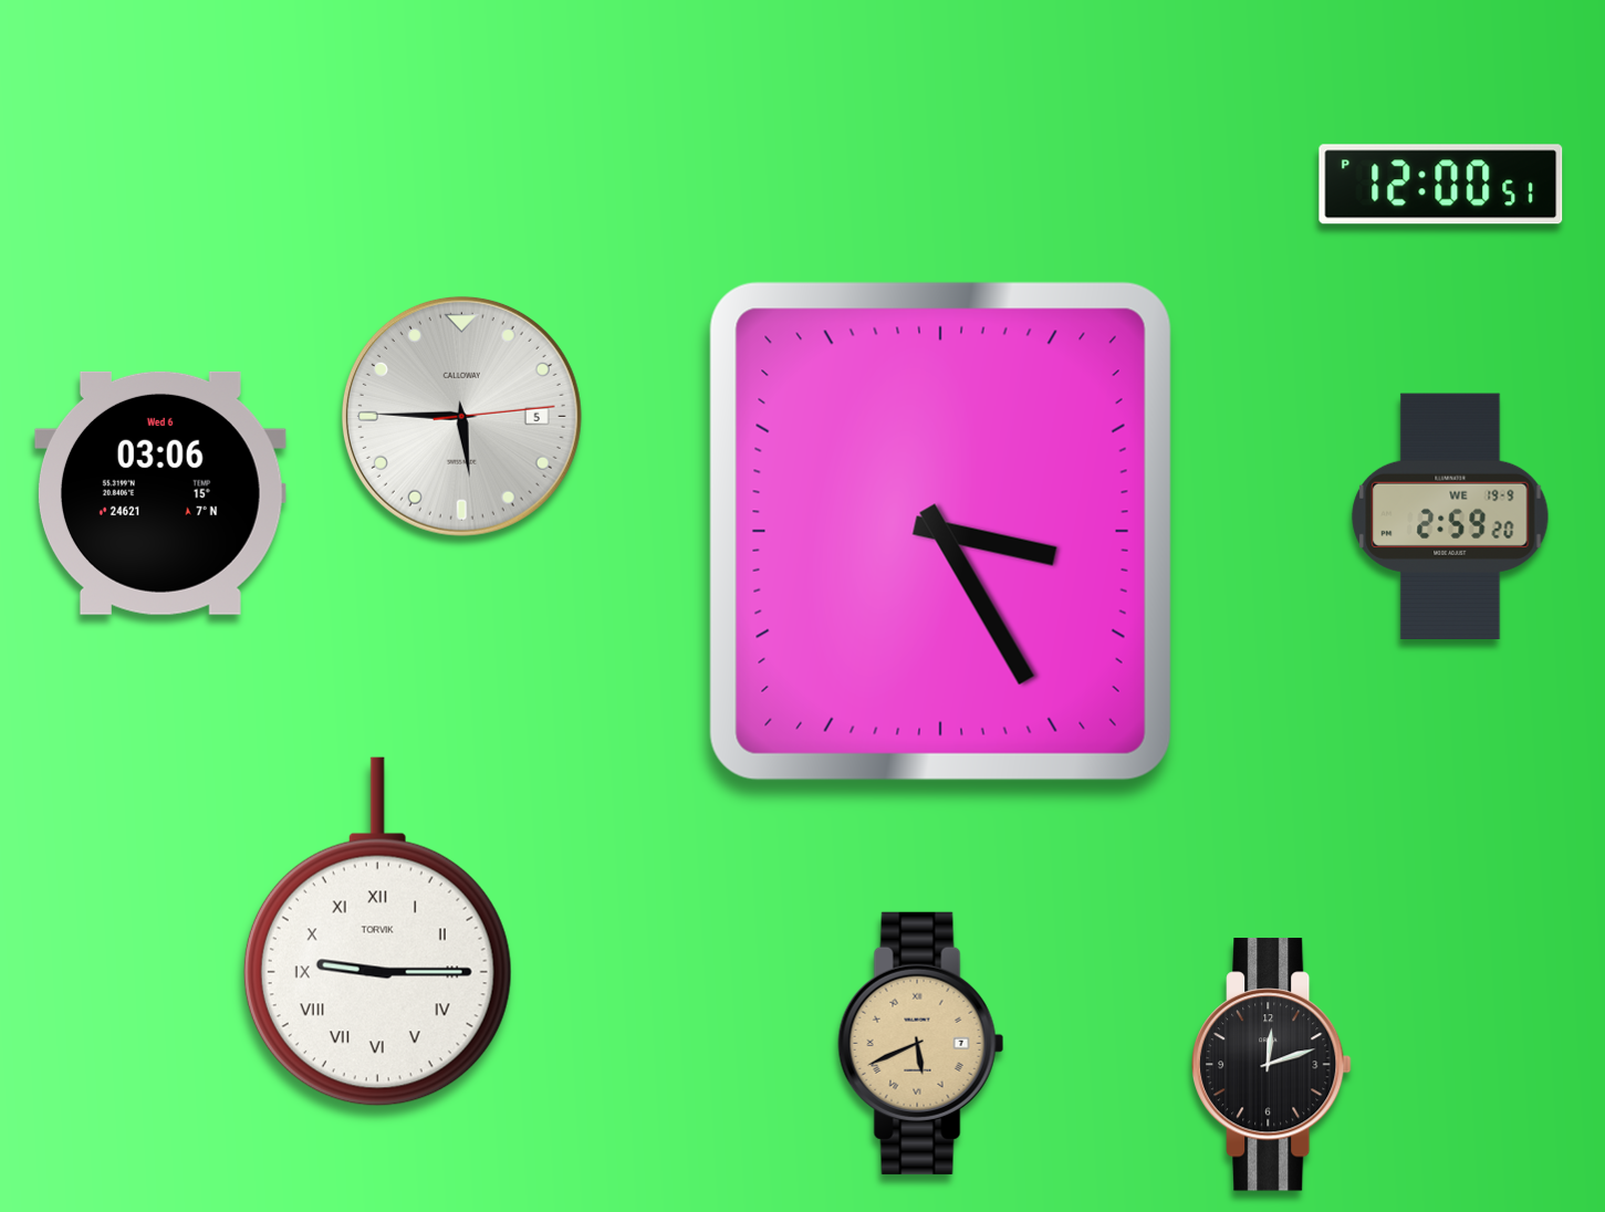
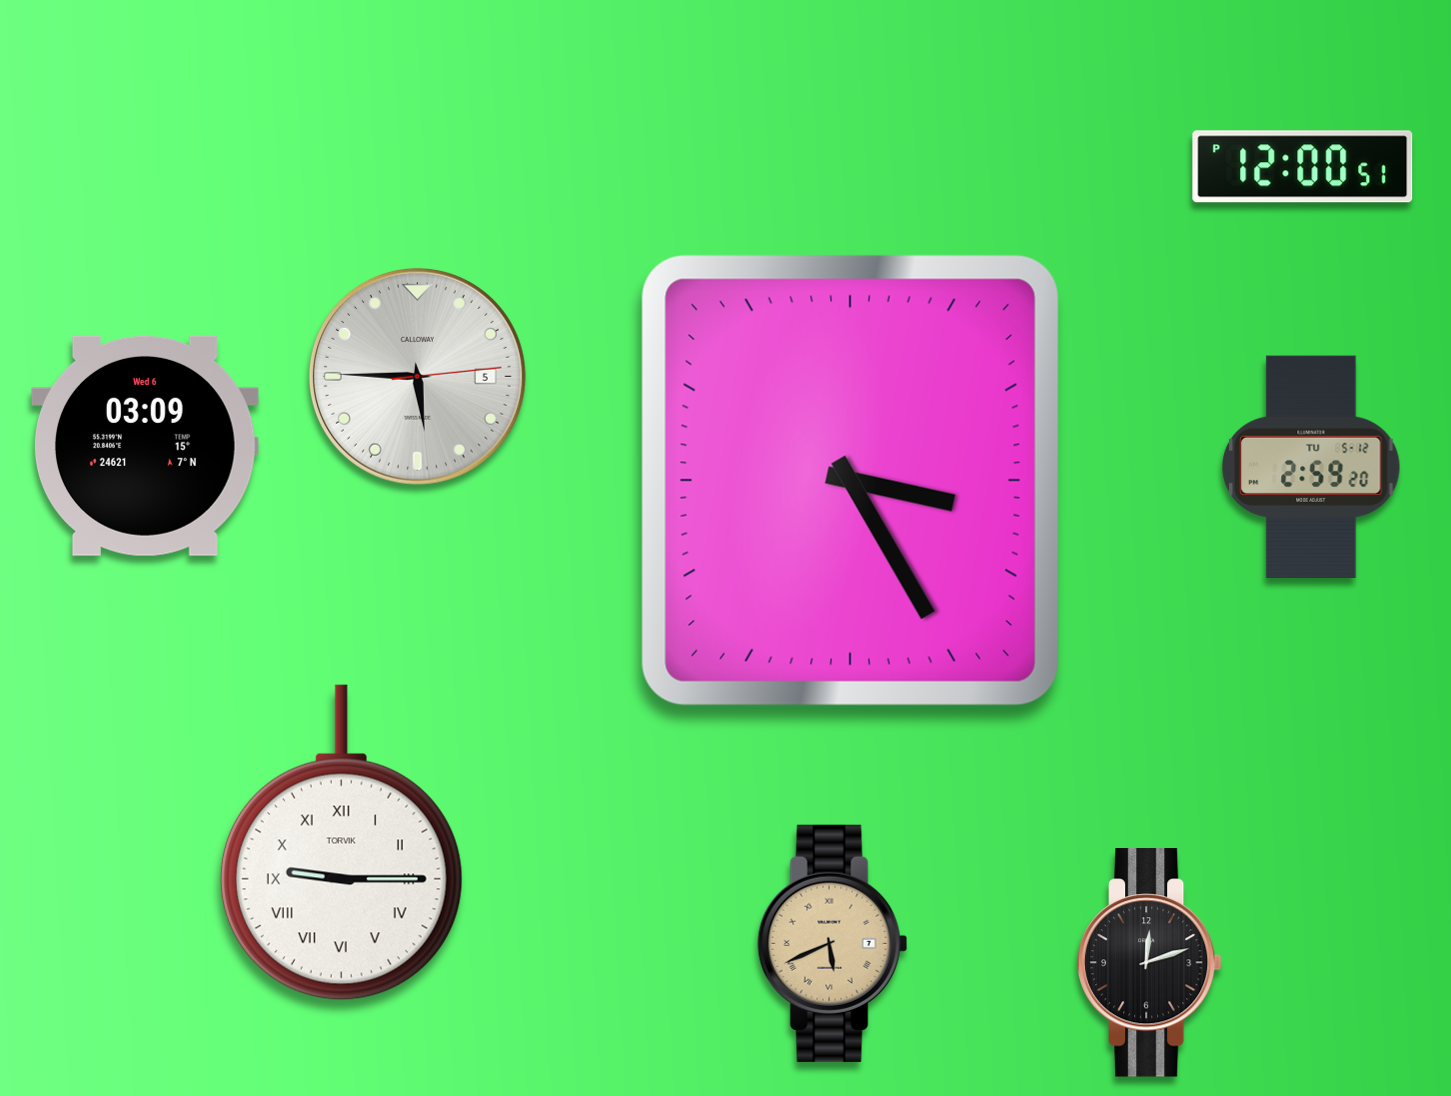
clock at (160, 493): 03:06 -> 03:09
clock at (1450, 515) date: WE 19-9 -> TU 5-12
